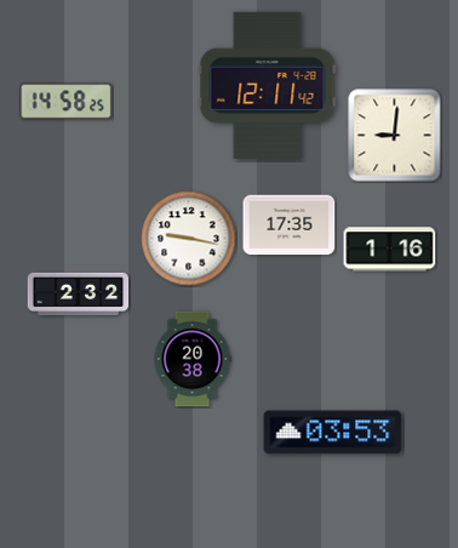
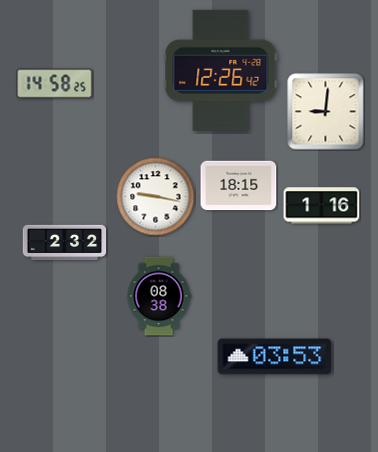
clock at (268, 85): 12:11 -> 12:26
clock at (290, 226): 17:35 -> 18:15
clock at (193, 359): 20:38 -> 08:38
